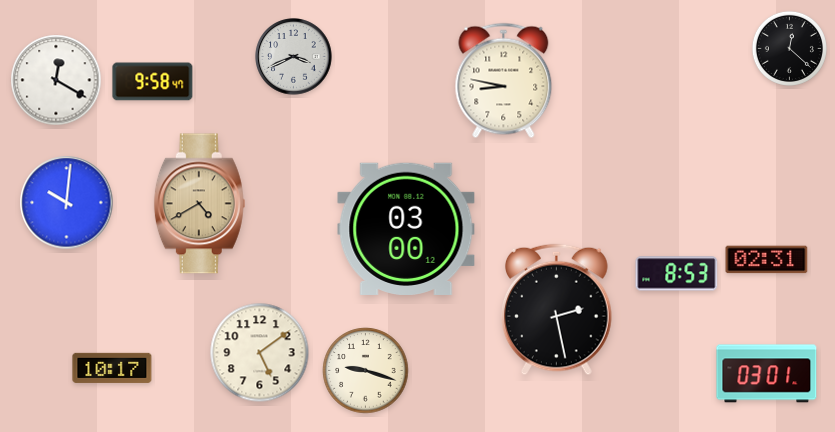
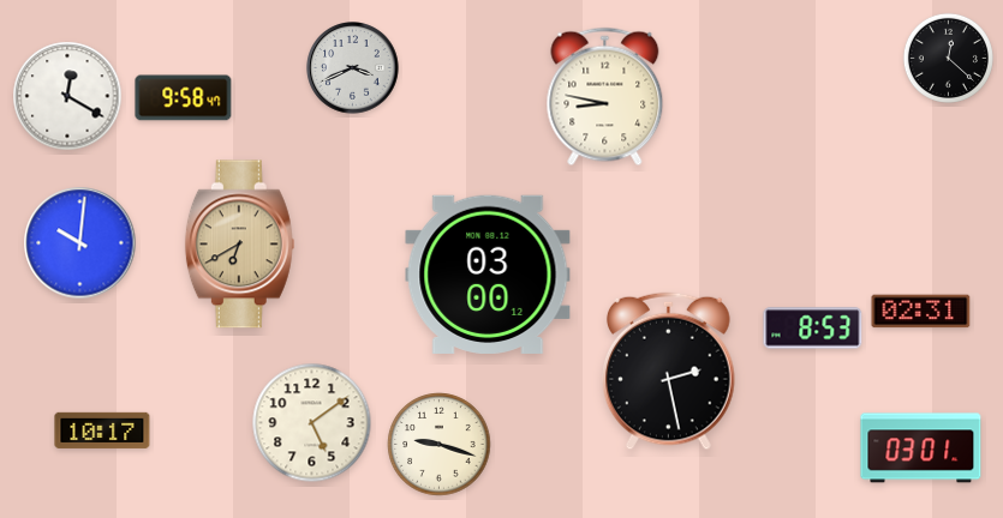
clock at (199, 204): 4:40 -> 6:40
clock at (112, 368) position: (112, 368) -> (102, 430)
